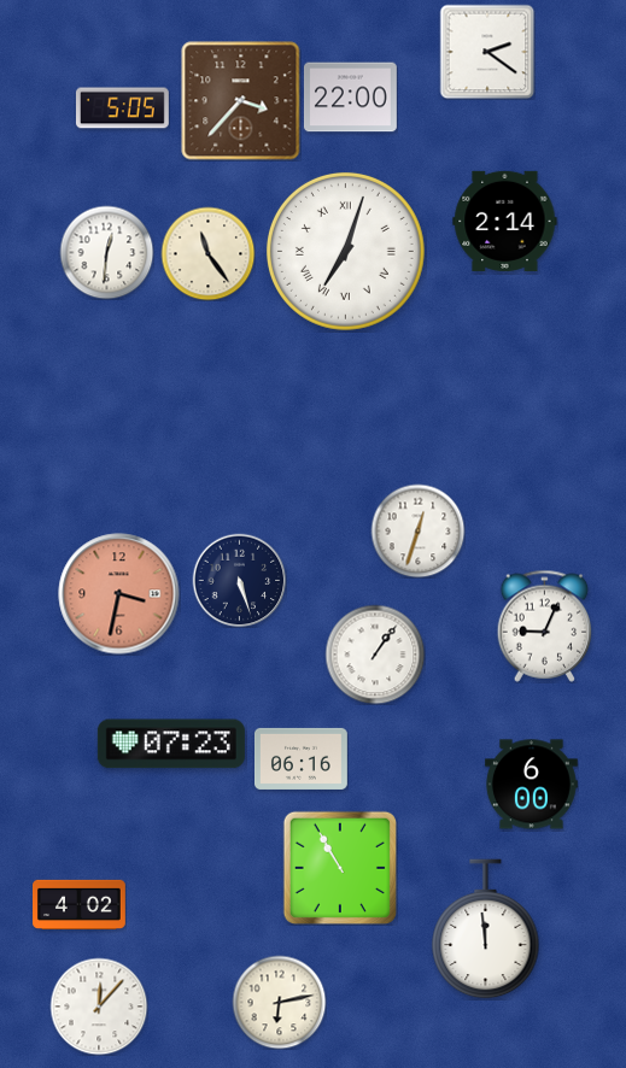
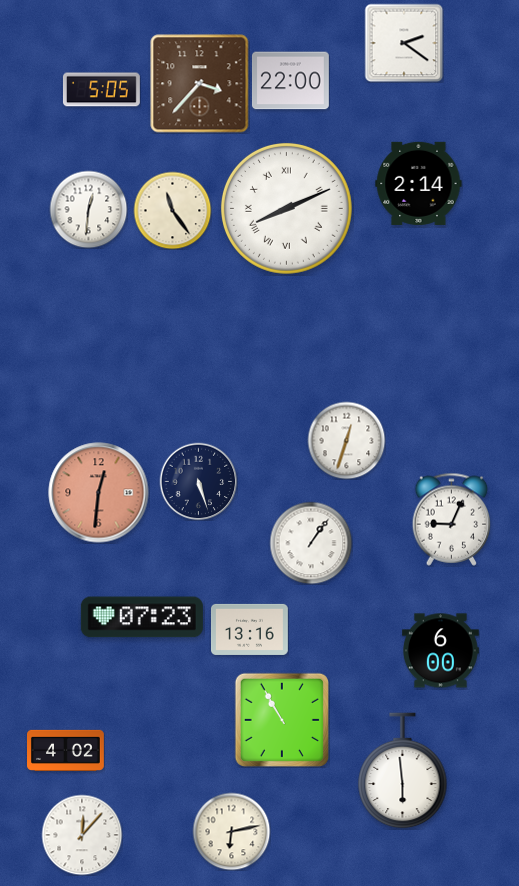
clock at (345, 251): 7:03 -> 8:11
clock at (119, 594): 3:32 -> 12:31
clock at (302, 758): 06:16 -> 13:16
clock at (486, 929): 11:59 -> 5:59
